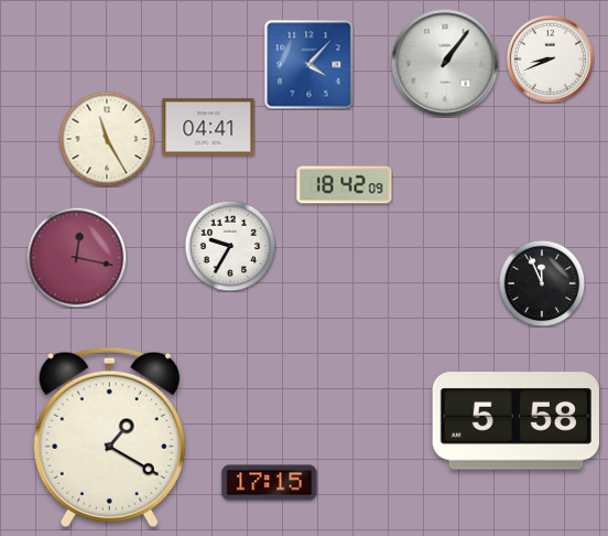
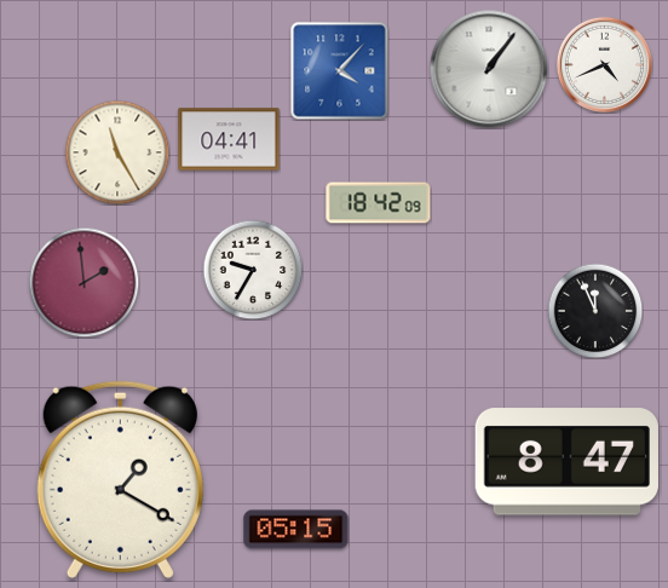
clock at (550, 58): 8:41 -> 4:41
clock at (76, 257): 12:17 -> 1:59
clock at (515, 421): 5:58 -> 8:47
clock at (270, 483): 17:15 -> 05:15
